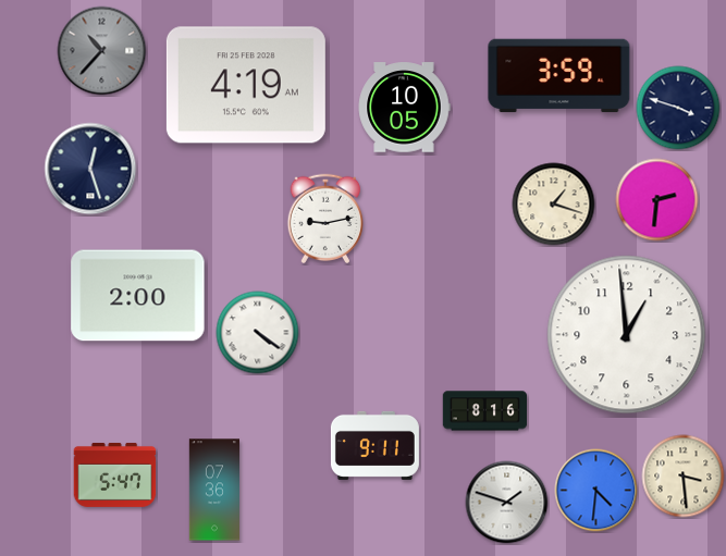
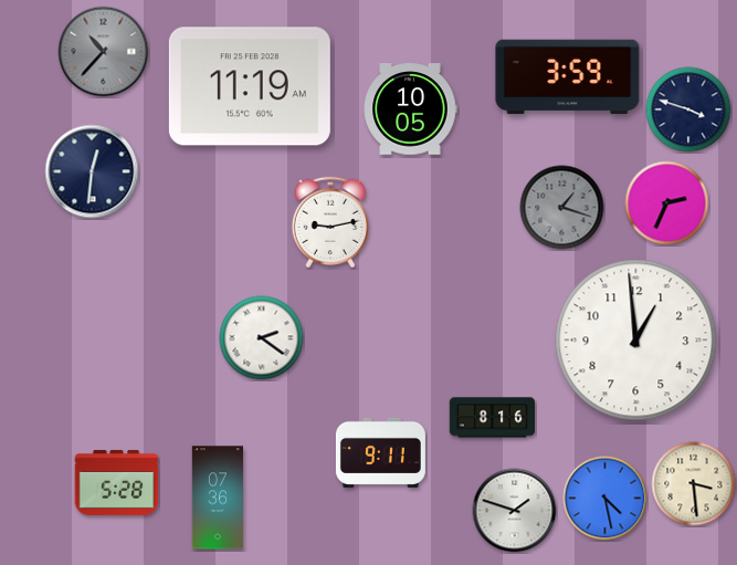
clock at (246, 85): 4:19 -> 11:19
clock at (90, 169): 12:27 -> 12:31
clock at (657, 200): 2:31 -> 2:34
clock at (554, 205) dial: cream -> grey
clock at (138, 296): 2:00 -> none
clock at (258, 333): 4:21 -> 2:21
clock at (115, 474): 5:47 -> 5:28
clock at (596, 491): 4:31 -> 4:28
